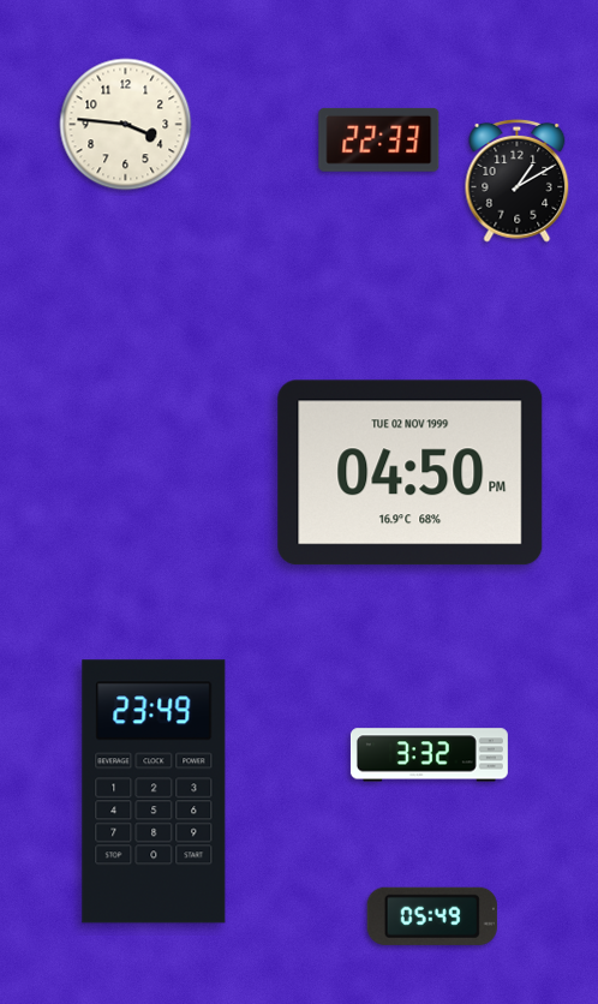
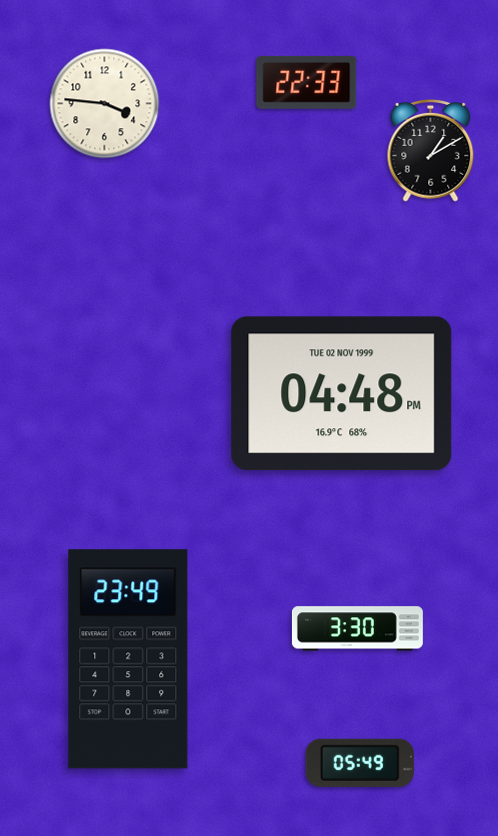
clock at (379, 139) position: (379, 139) -> (307, 82)
clock at (411, 473): 04:50 -> 04:48
clock at (429, 755): 3:32 -> 3:30
